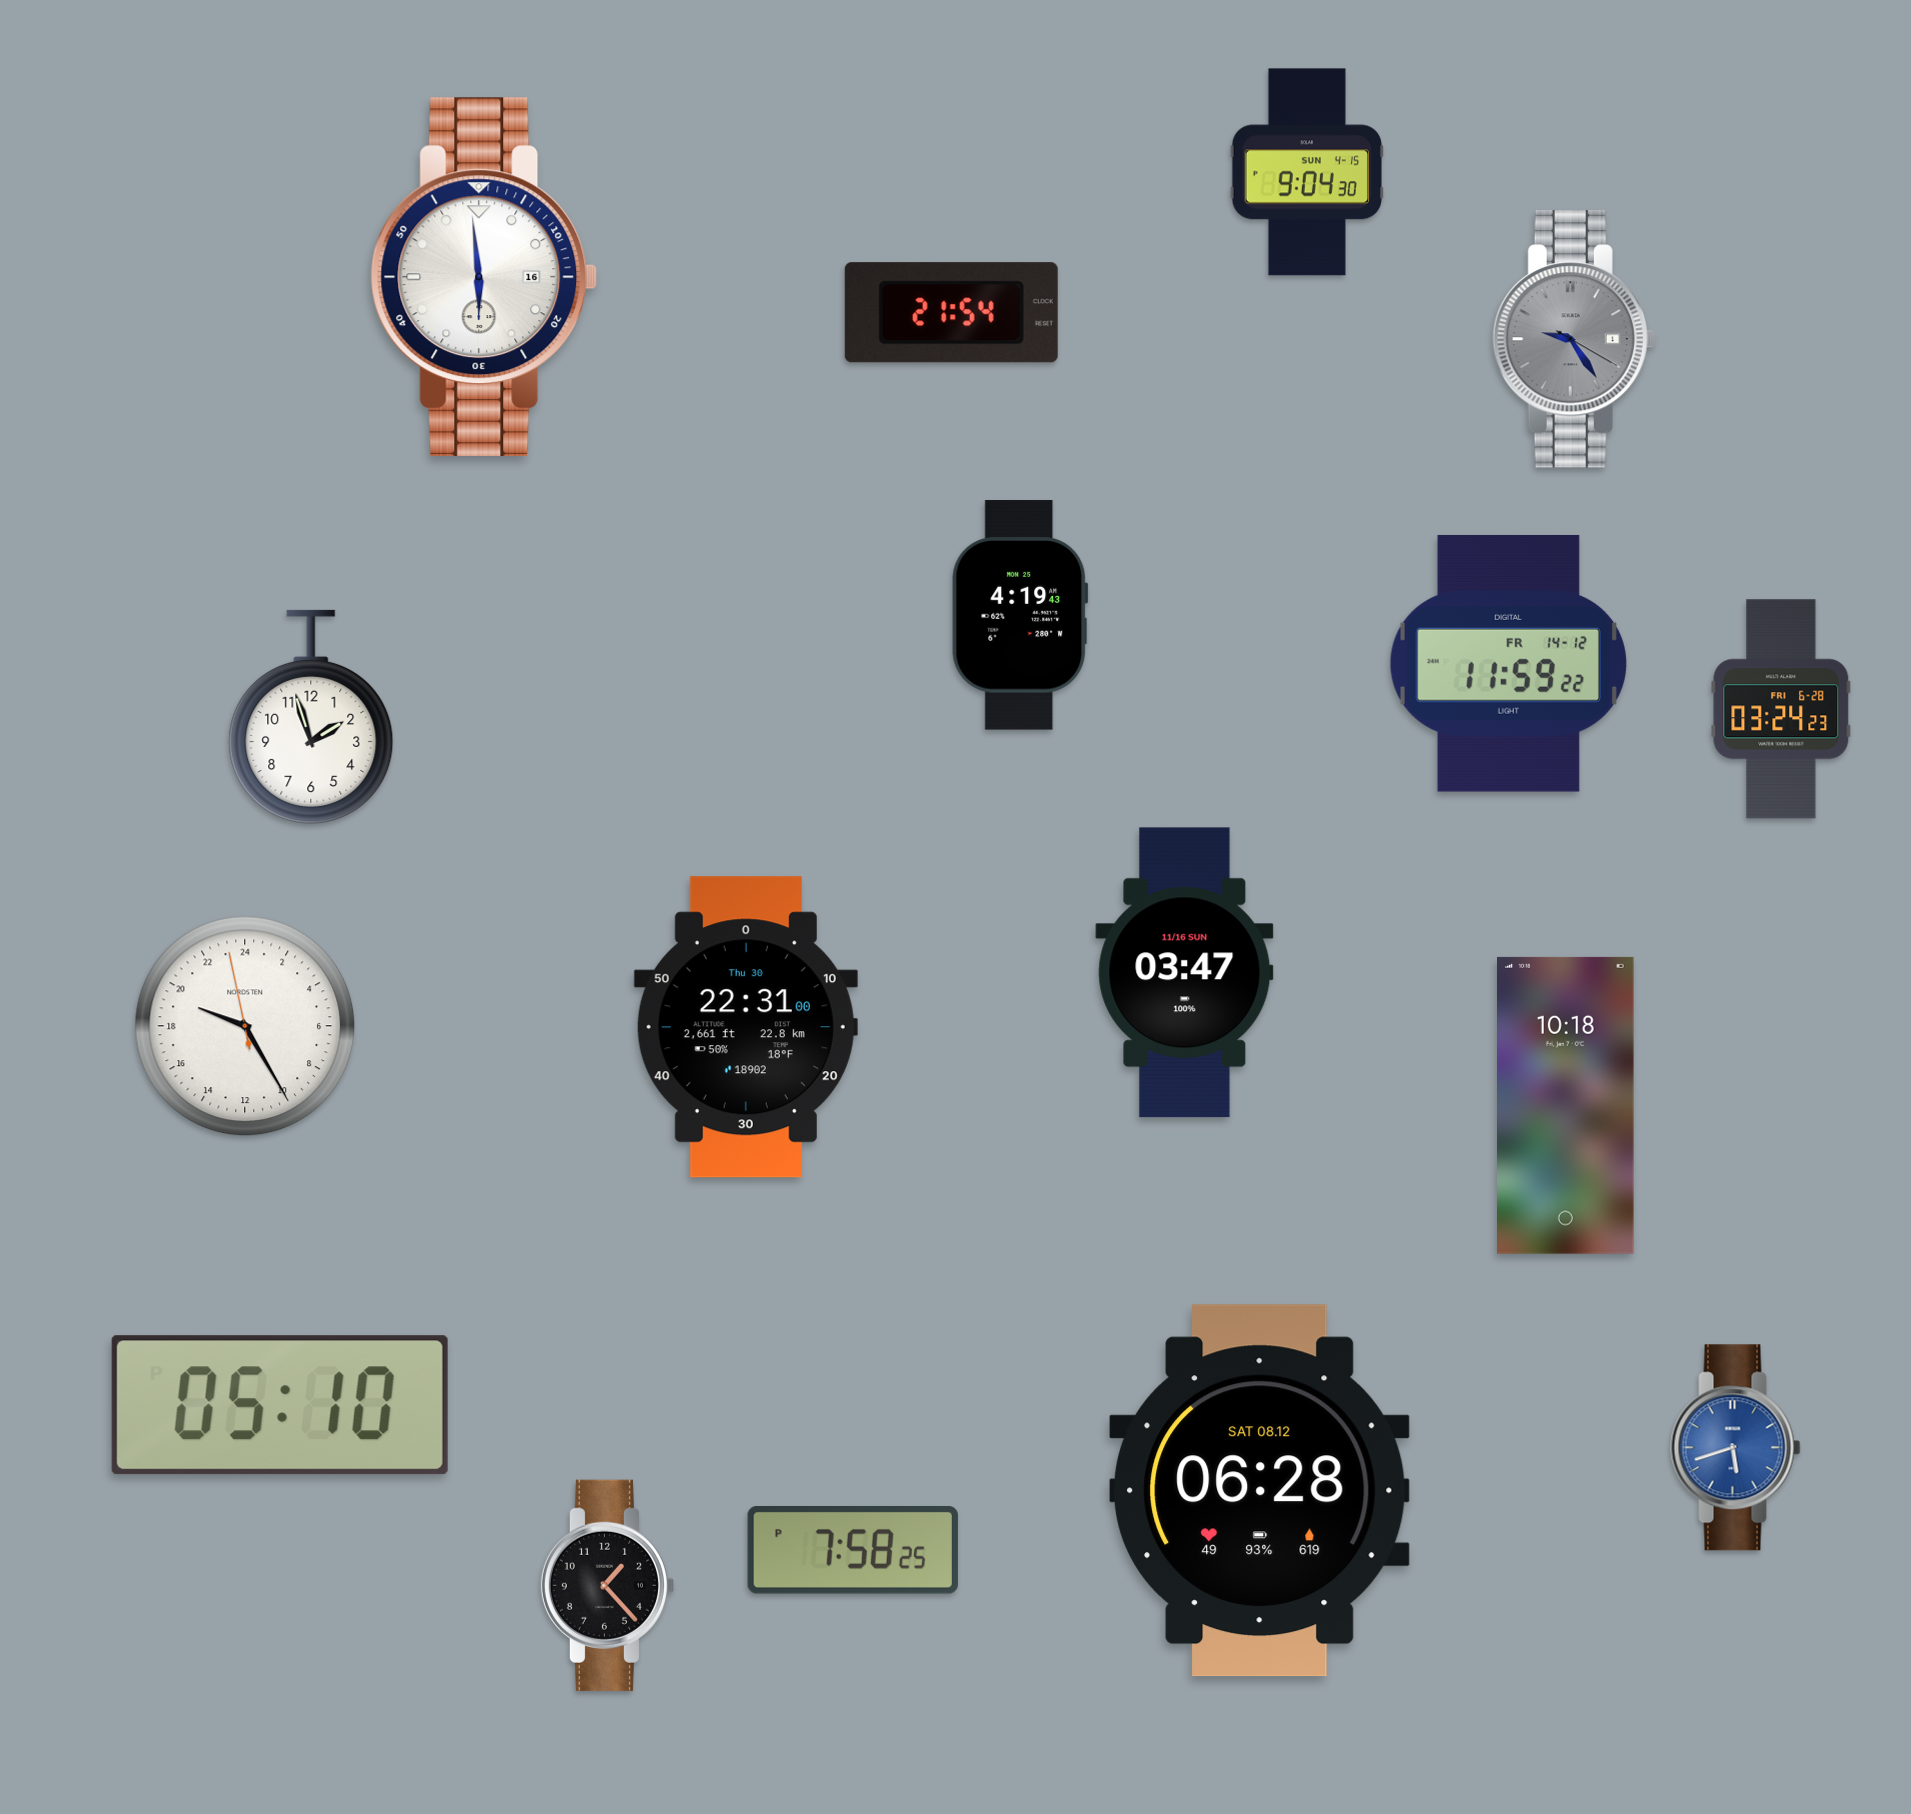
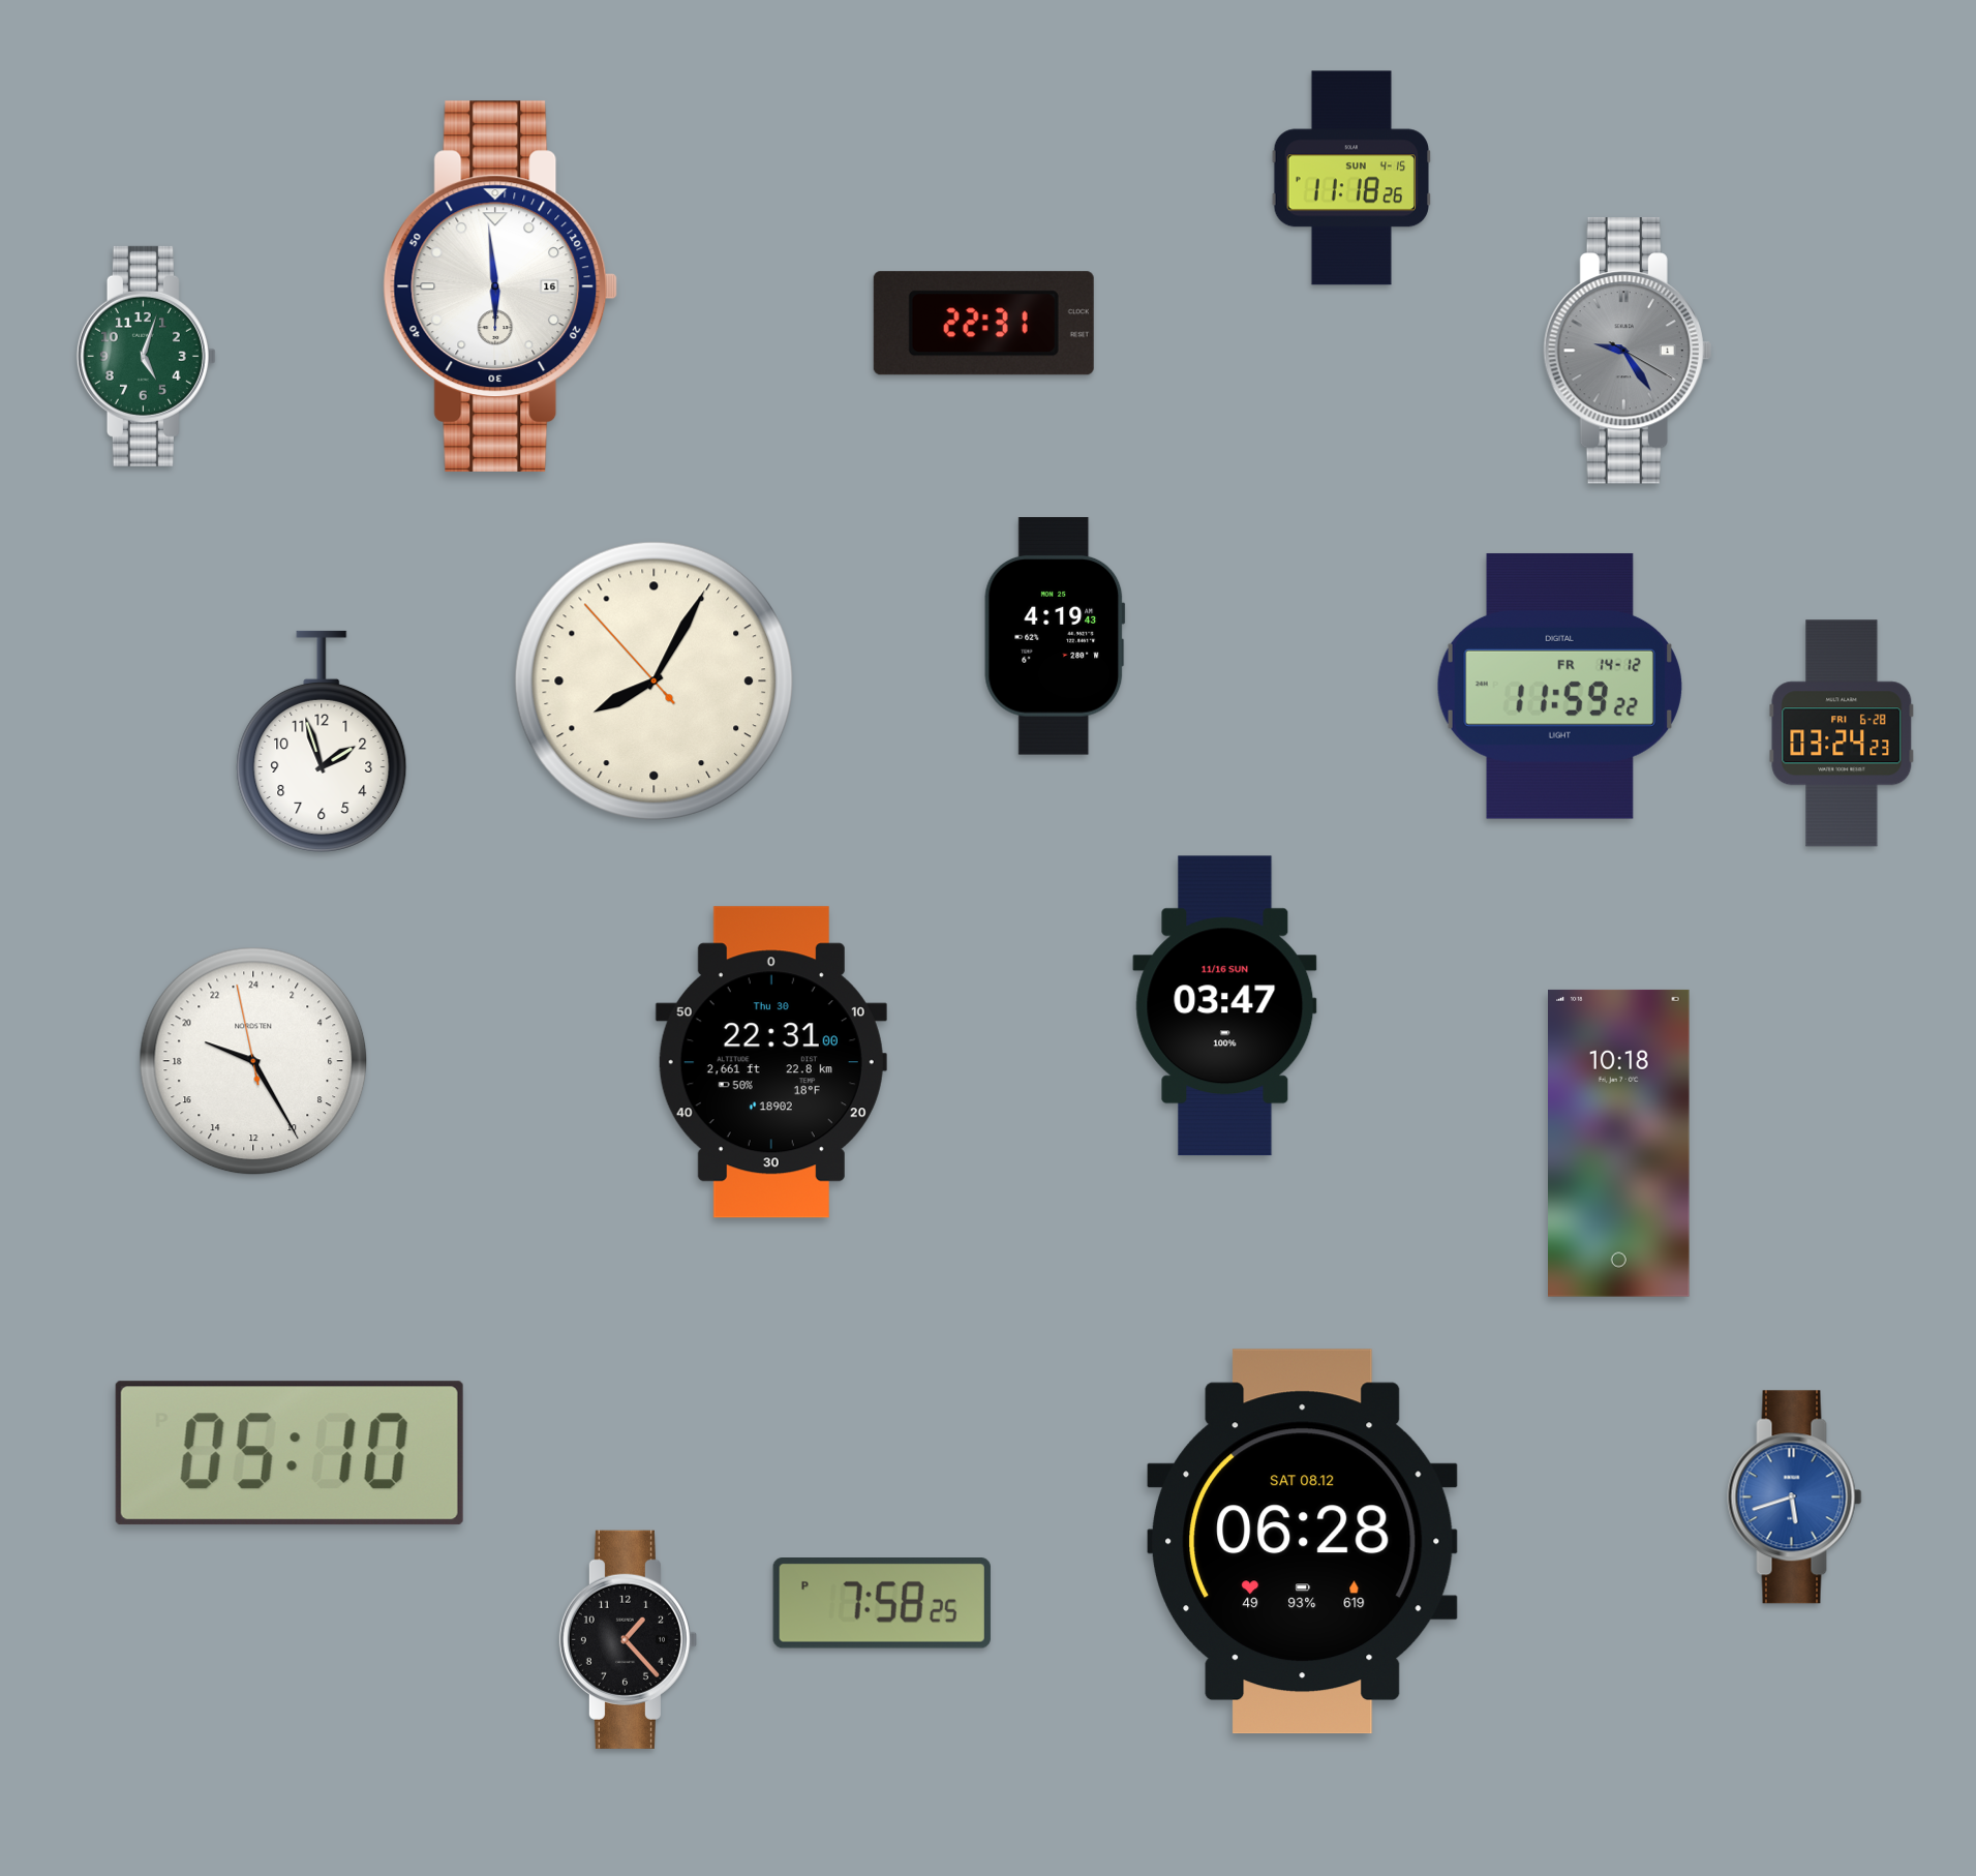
clock at (1307, 172): 9:04 -> 11:18
clock at (951, 313): 21:54 -> 22:31
clock at (146, 356): none -> 5:03
clock at (653, 680): none -> 8:04
